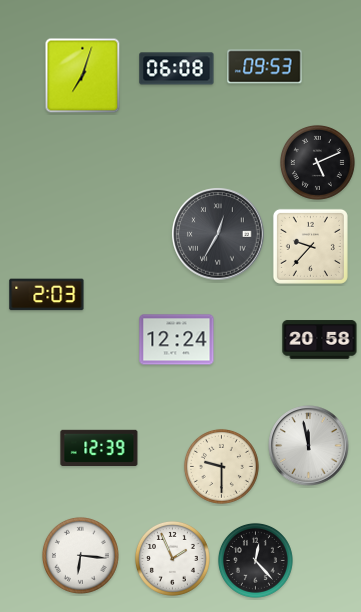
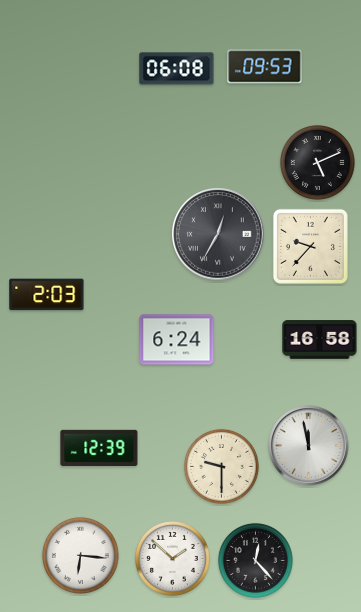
clock at (83, 76): 7:03 -> none
clock at (177, 340): 12:24 -> 6:24
clock at (320, 340): 20:58 -> 16:58
clock at (172, 558): 1:56 -> 1:52
